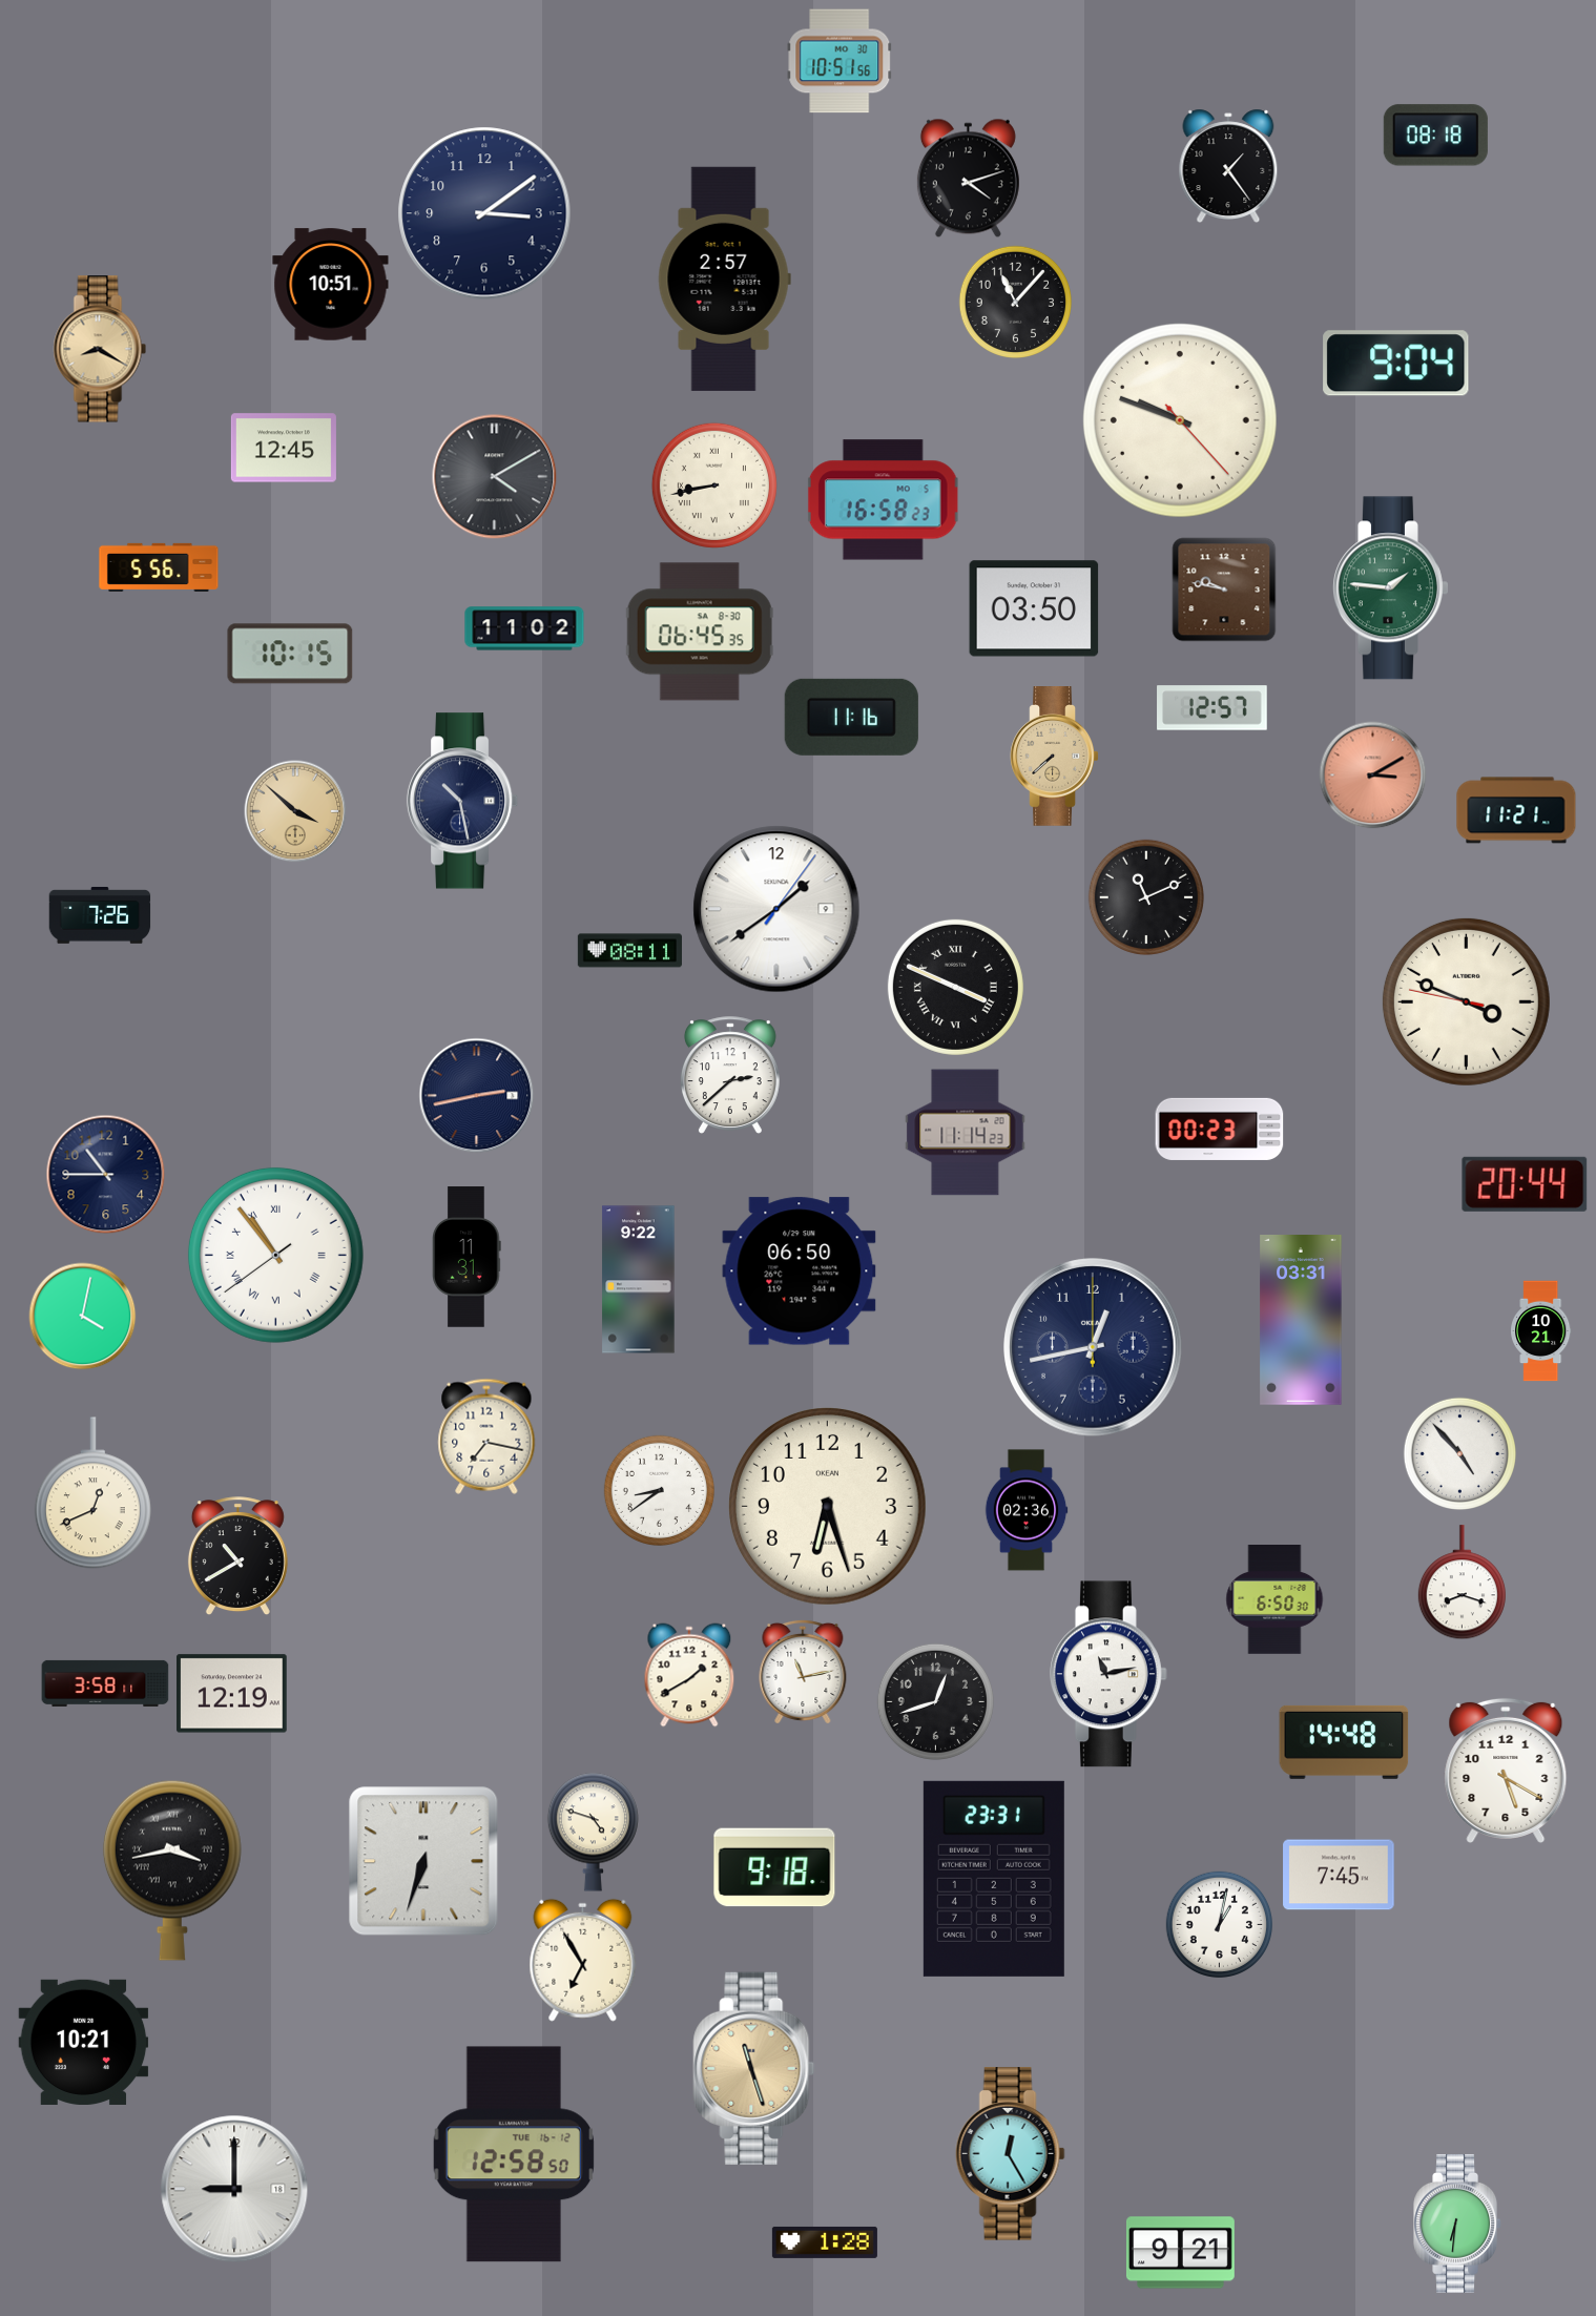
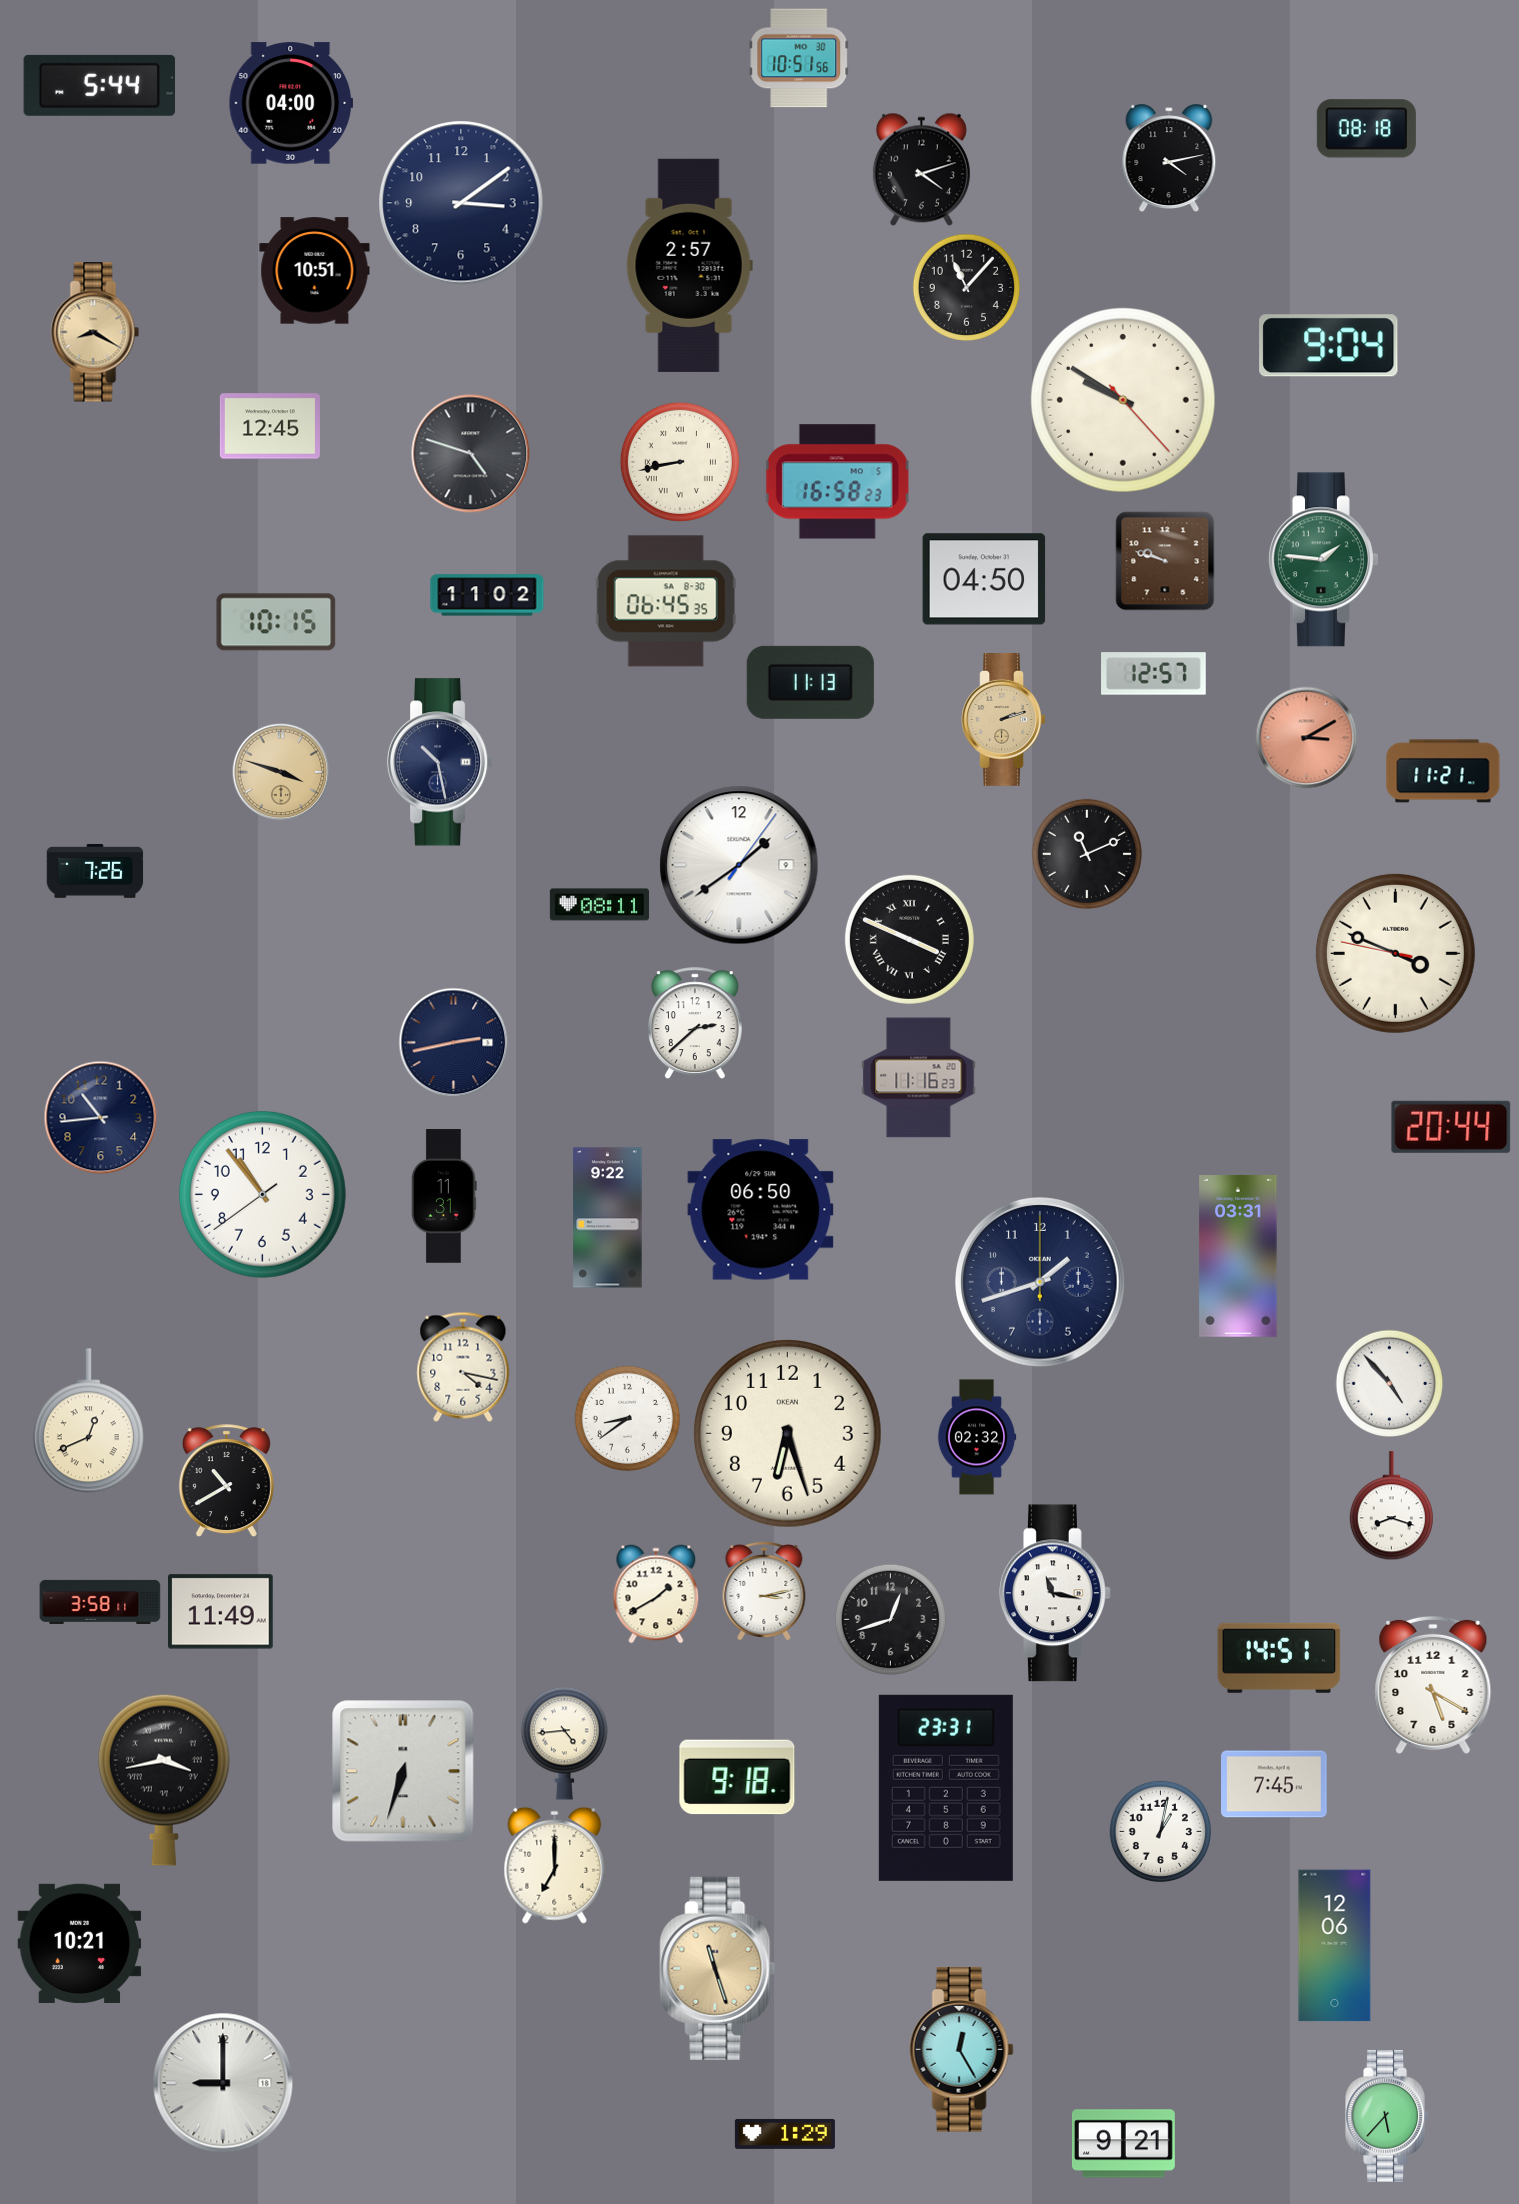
clock at (100, 85): none -> 5:44
clock at (291, 103): none -> 04:00
clock at (1228, 165): 1:24 -> 4:13
clock at (1180, 420): 9:48 -> 9:50
clock at (495, 477): 4:10 -> 4:48
clock at (883, 500) position: (883, 500) -> (837, 482)
clock at (159, 567): 5:56 -> none
clock at (1224, 590): 9:47 -> 9:48
clock at (1034, 608): 03:50 -> 04:50
clock at (524, 628) position: (524, 628) -> (487, 595)
clock at (851, 717): 11:16 -> 11:13
clock at (1055, 757): 7:38 -> 2:12
clock at (295, 811): 3:52 -> 3:48
clock at (1146, 897) position: (1146, 897) -> (1087, 854)
clock at (1220, 1129): 00:23 -> none
clock at (966, 1133): 11:14 -> 11:16
clock at (106, 1175): 10:45 -> 10:44
clock at (275, 1255) numerals: Roman -> Arabic
clock at (83, 1317): 4:02 -> none
clock at (1541, 1331): 10:21 -> none
clock at (1093, 1347): 12:43 -> 1:42
clock at (486, 1436): 7:17 -> 4:17
clock at (1027, 1510): 02:36 -> 02:32
clock at (1274, 1600): 6:50 -> none
clock at (803, 1672): 11:13 -> 3:13
clock at (1110, 1674): 11:13 -> 11:17
clock at (232, 1694): 12:19 -> 11:49
clock at (1344, 1742): 14:48 -> 14:51
clock at (593, 1832): 4:48 -> 4:44
clock at (583, 1960): 6:55 -> 7:00
clock at (1335, 1946): none -> 12:06
clock at (514, 2154): 12:58 -> none
clock at (1457, 2224): 6:31 -> 5:37
clock at (825, 2242): 1:28 -> 1:29
